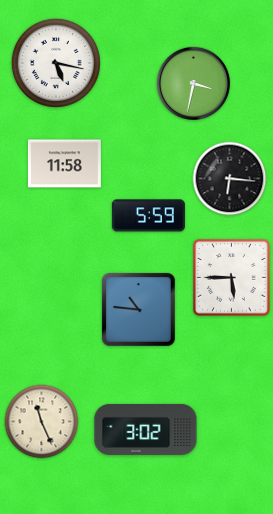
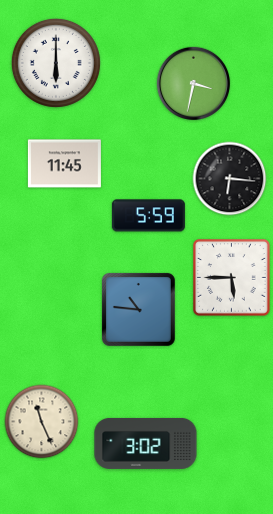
clock at (56, 63): 5:17 -> 6:00
clock at (64, 164): 11:58 -> 11:45
clock at (146, 429) position: (146, 429) -> (146, 443)
